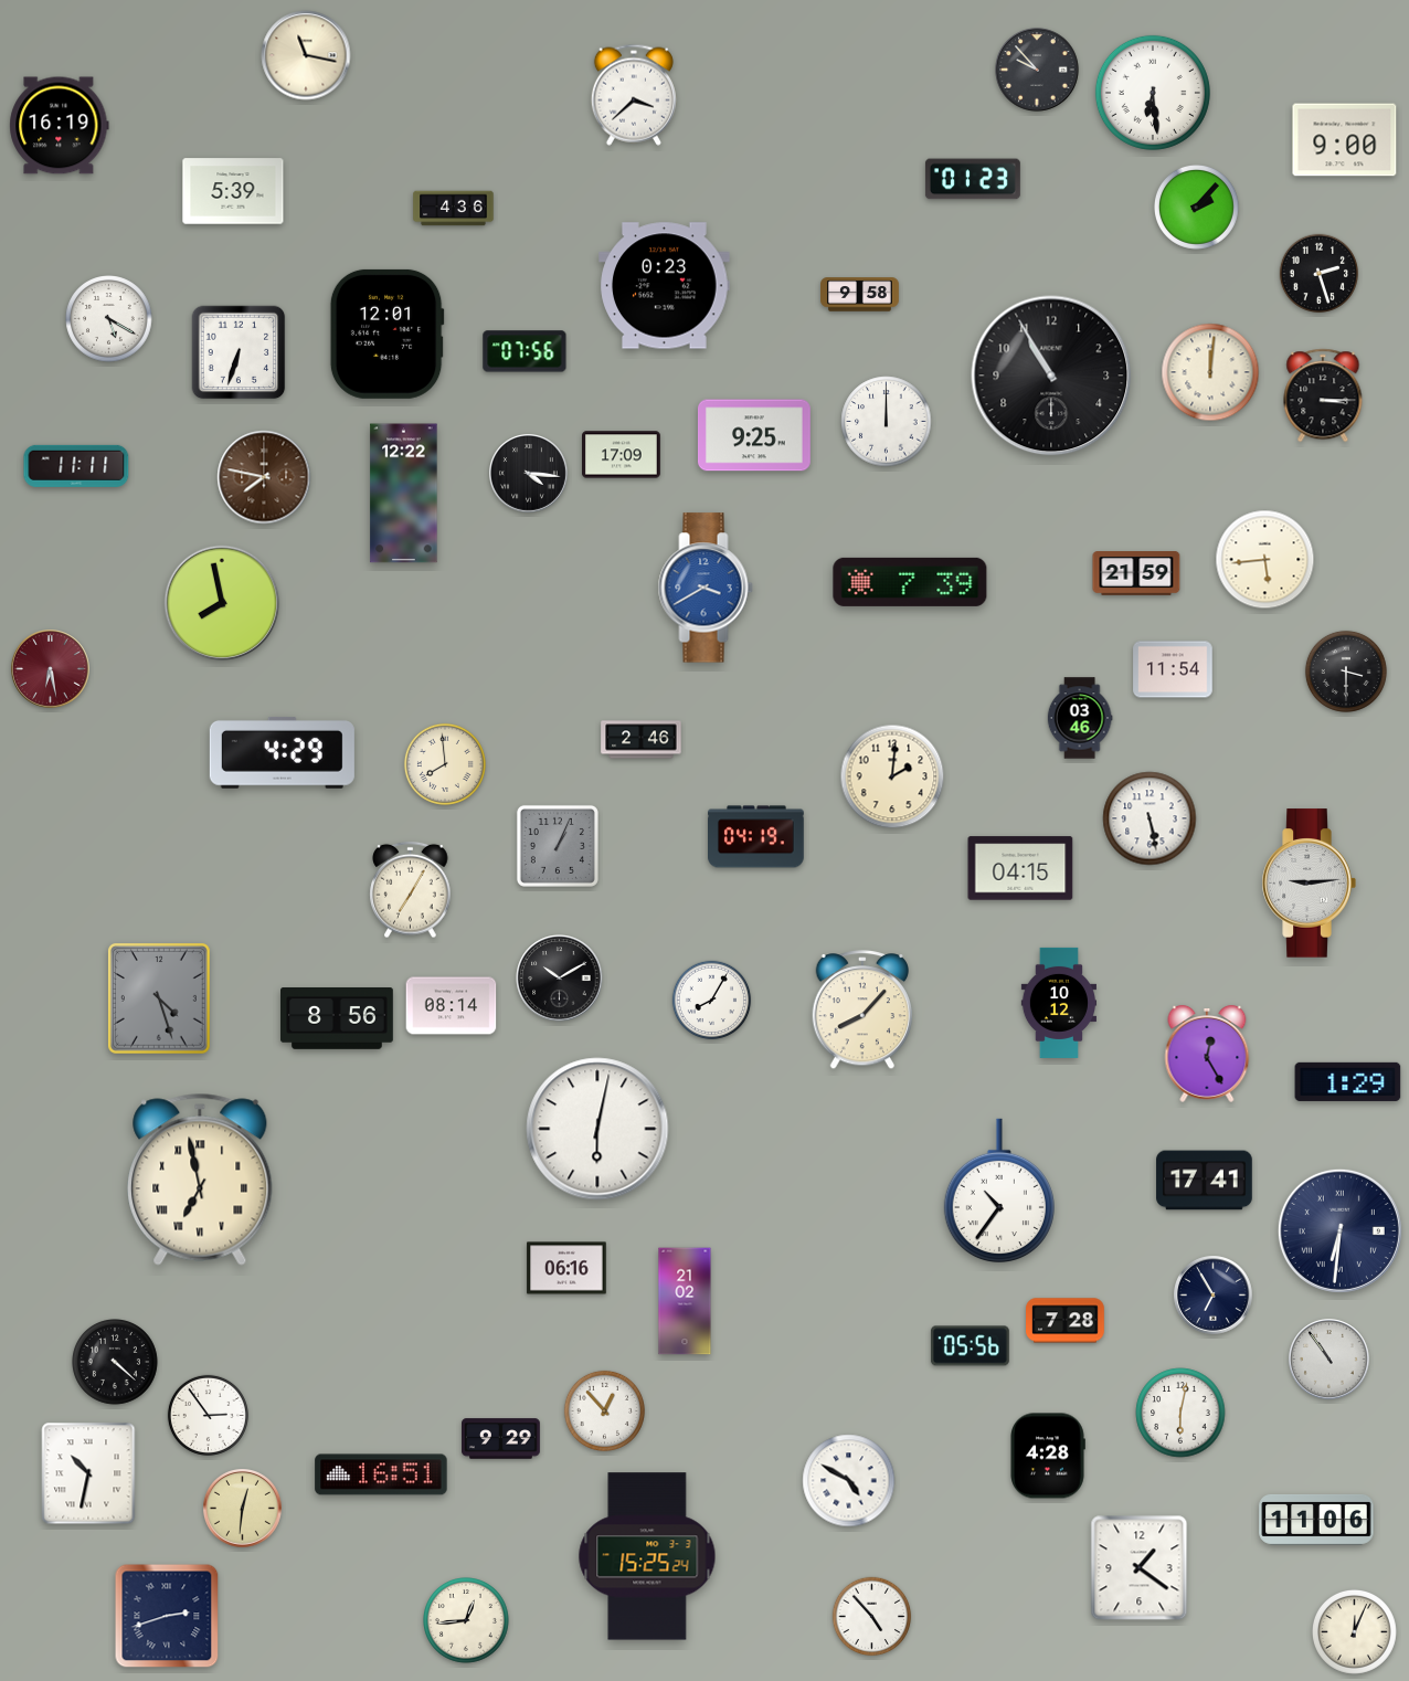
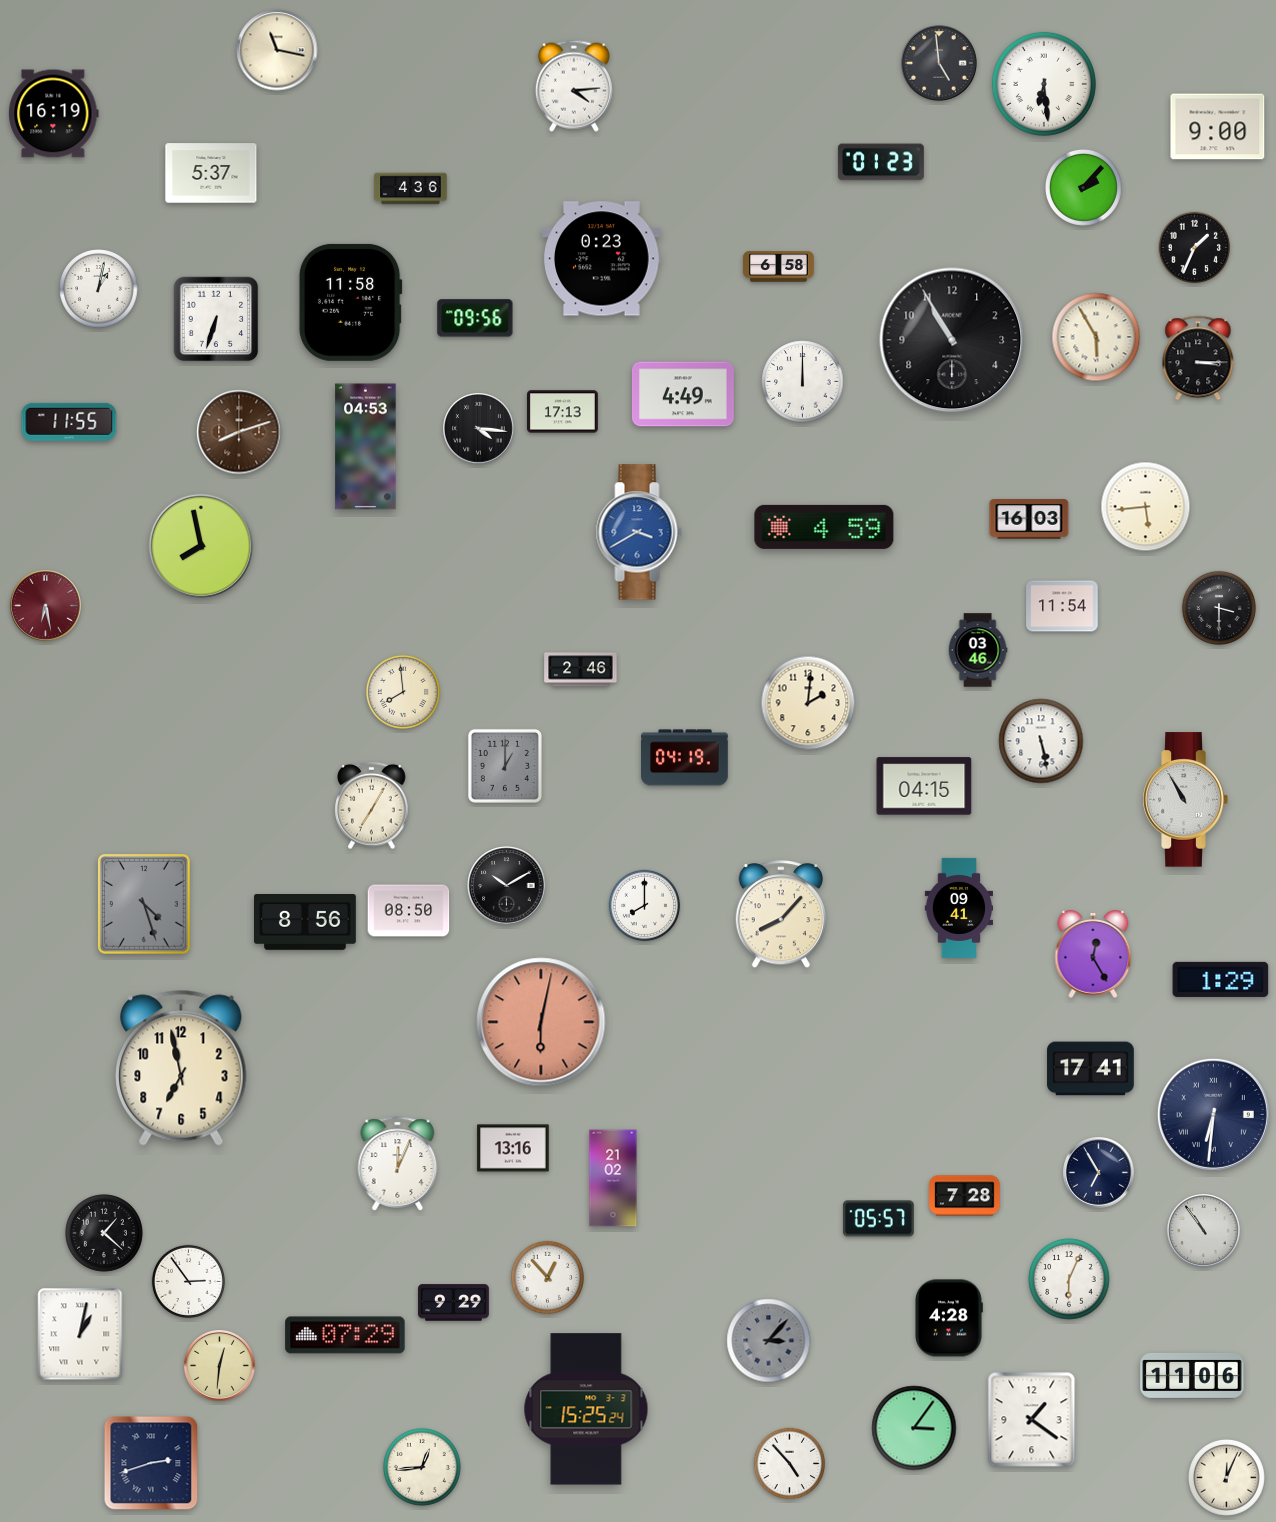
clock at (1037, 70): 9:53 -> 4:59
clock at (634, 95): 3:38 -> 4:14
clock at (233, 191): 5:39 -> 5:37
clock at (1320, 274): 2:27 -> 1:34
clock at (860, 295): 9:58 -> 6:58
clock at (109, 319): 5:20 -> 1:02
clock at (386, 334): 12:01 -> 11:58
clock at (525, 351): 07:56 -> 09:56
clock at (1210, 372): 12:01 -> 5:55
clock at (754, 435): 9:25 -> 4:49
clock at (622, 455): 17:09 -> 17:13
clock at (76, 466): 11:11 -> 11:55
clock at (264, 477): 7:47 -> 8:12
clock at (404, 494): 12:22 -> 04:53
clock at (1136, 574): 21:59 -> 16:03
clock at (910, 582): 7:39 -> 4:59
clock at (282, 752): 4:29 -> none
clock at (558, 846): 1:04 -> 1:00
clock at (1309, 884): 9:14 -> 10:55
clock at (712, 1001): 8:05 -> 8:00
clock at (1058, 1003): 10:12 -> 09:41
clock at (452, 1006): 08:14 -> 08:50
clock at (597, 1129) dial: white -> salmon
clock at (200, 1180) numerals: Roman -> Arabic
clock at (999, 1191): 10:36 -> none
clock at (566, 1268): 06:16 -> 13:16
clock at (398, 1164): none -> 12:04
clock at (685, 1301) position: (685, 1301) -> (613, 1178)
clock at (970, 1346): 05:56 -> 05:57
clock at (116, 1363): 4:22 -> 1:22
clock at (1180, 1413): 6:02 -> 6:04
clock at (88, 1473): 10:32 -> 1:02
clock at (381, 1474): 16:51 -> 07:29
clock at (849, 1481): 4:50 -> 3:07
clock at (849, 1481) dial: white -> grey
clock at (914, 1428): none -> 3:06
